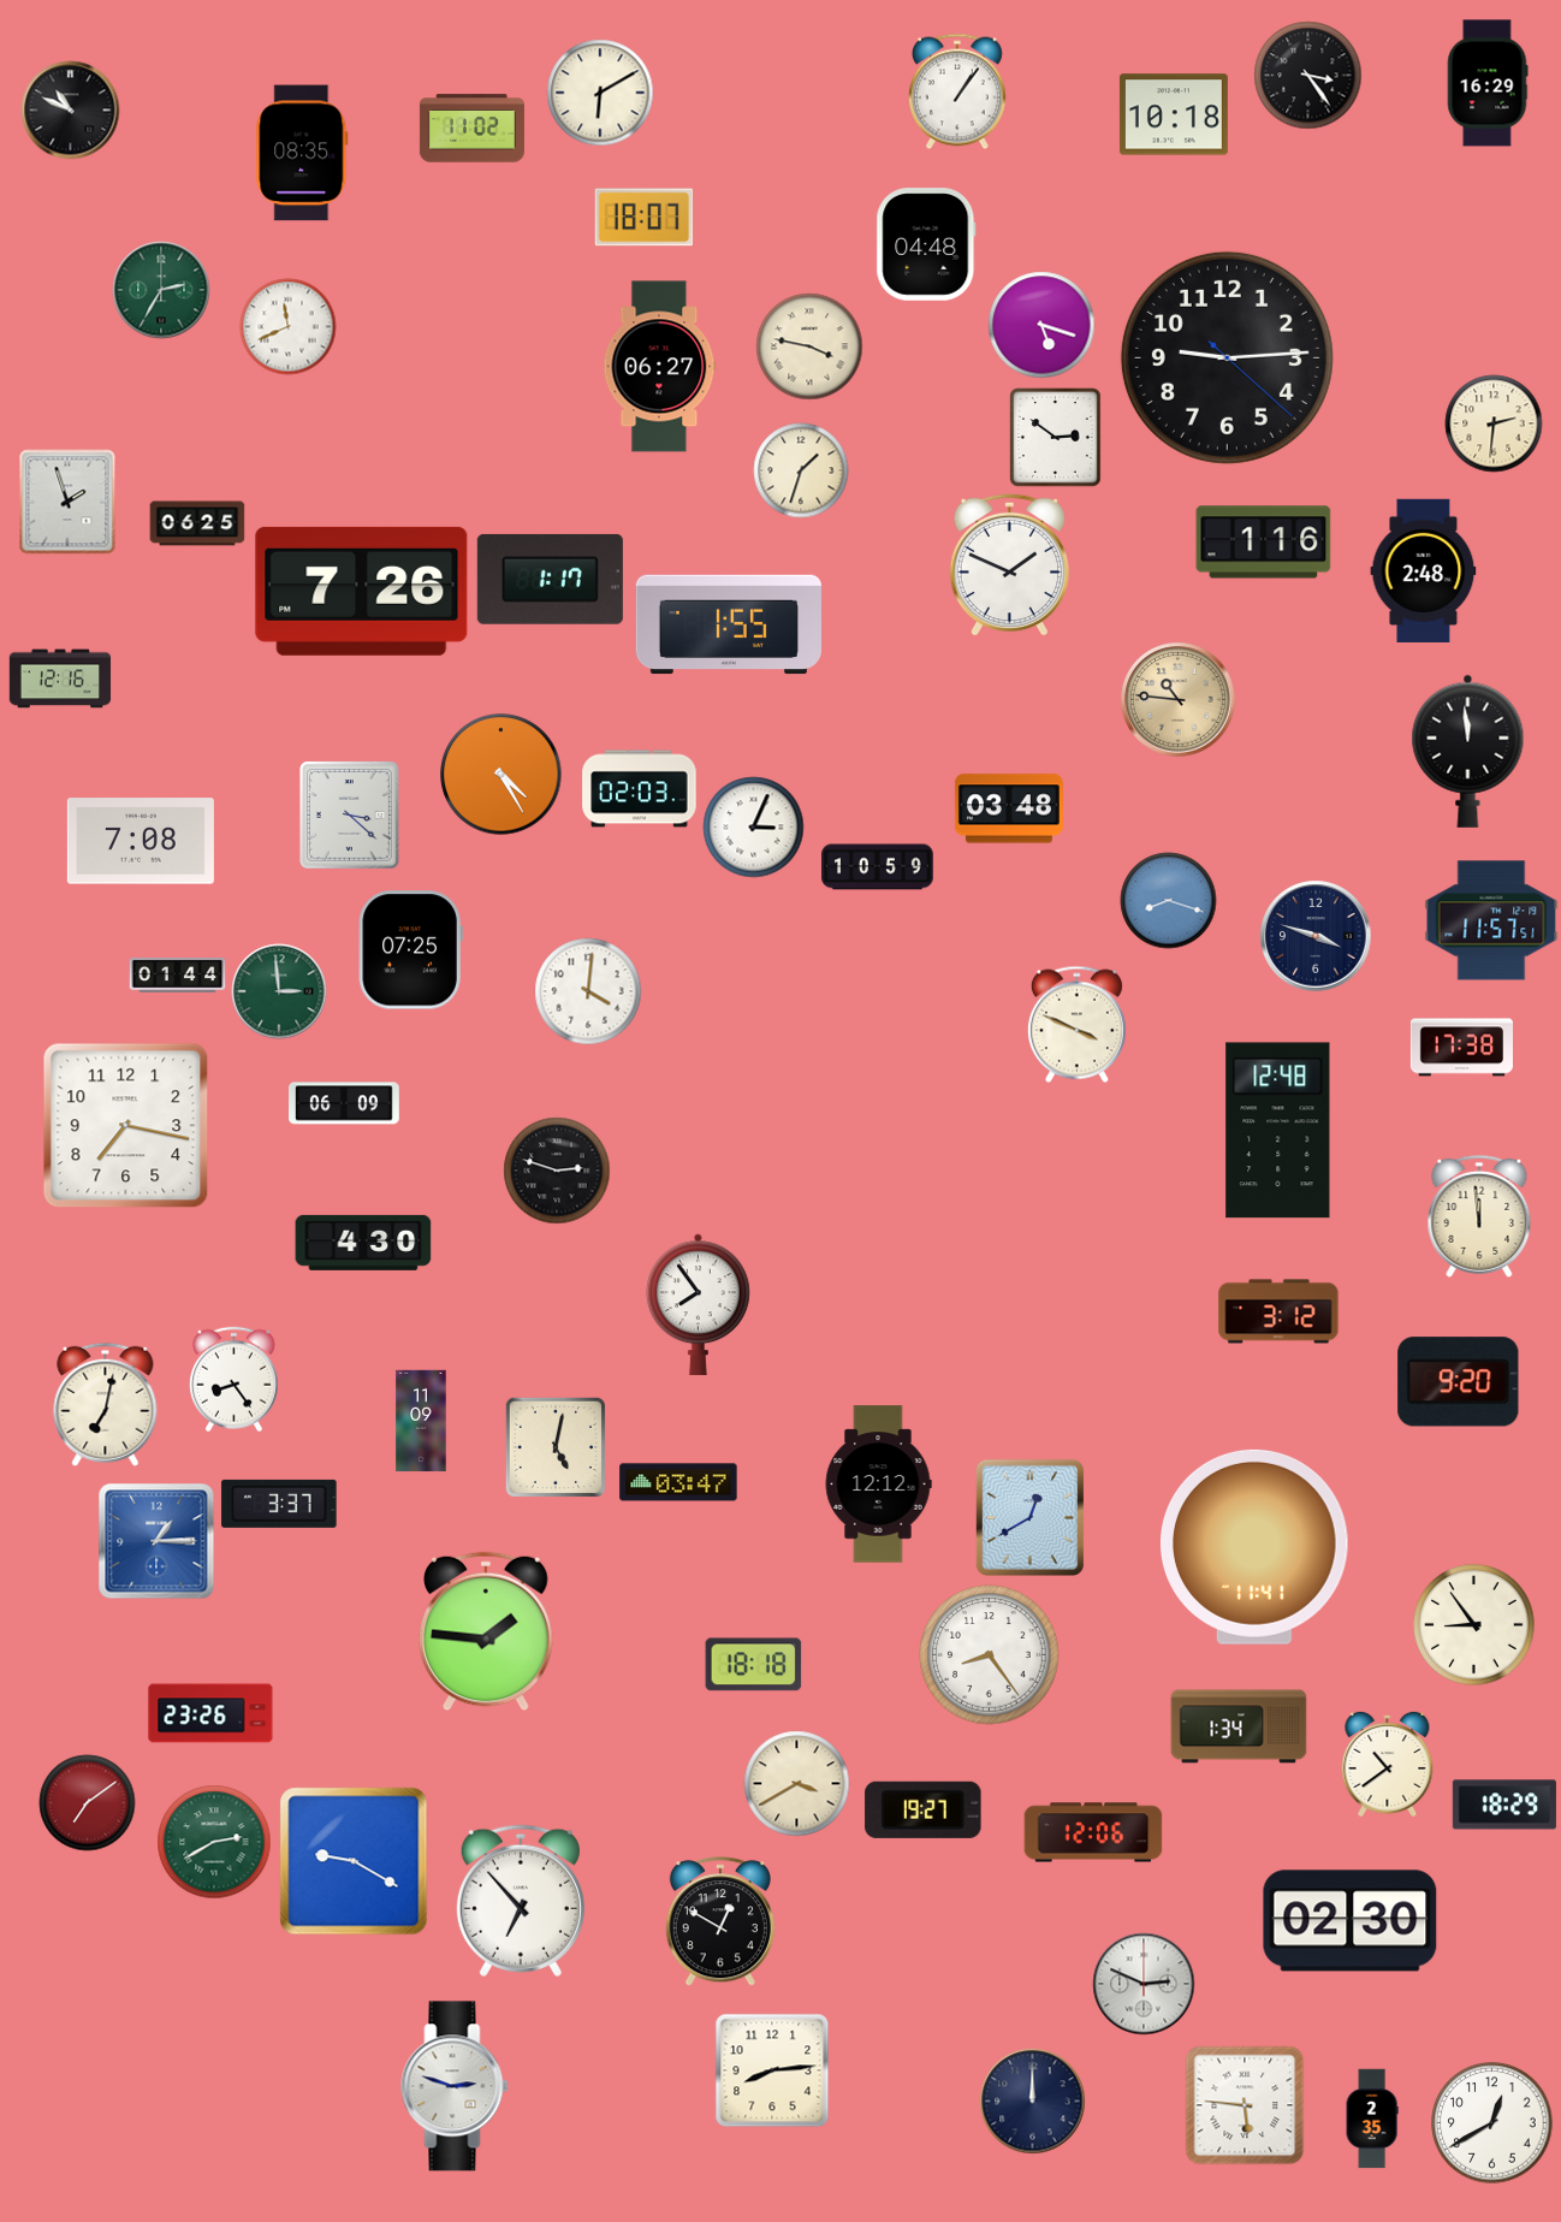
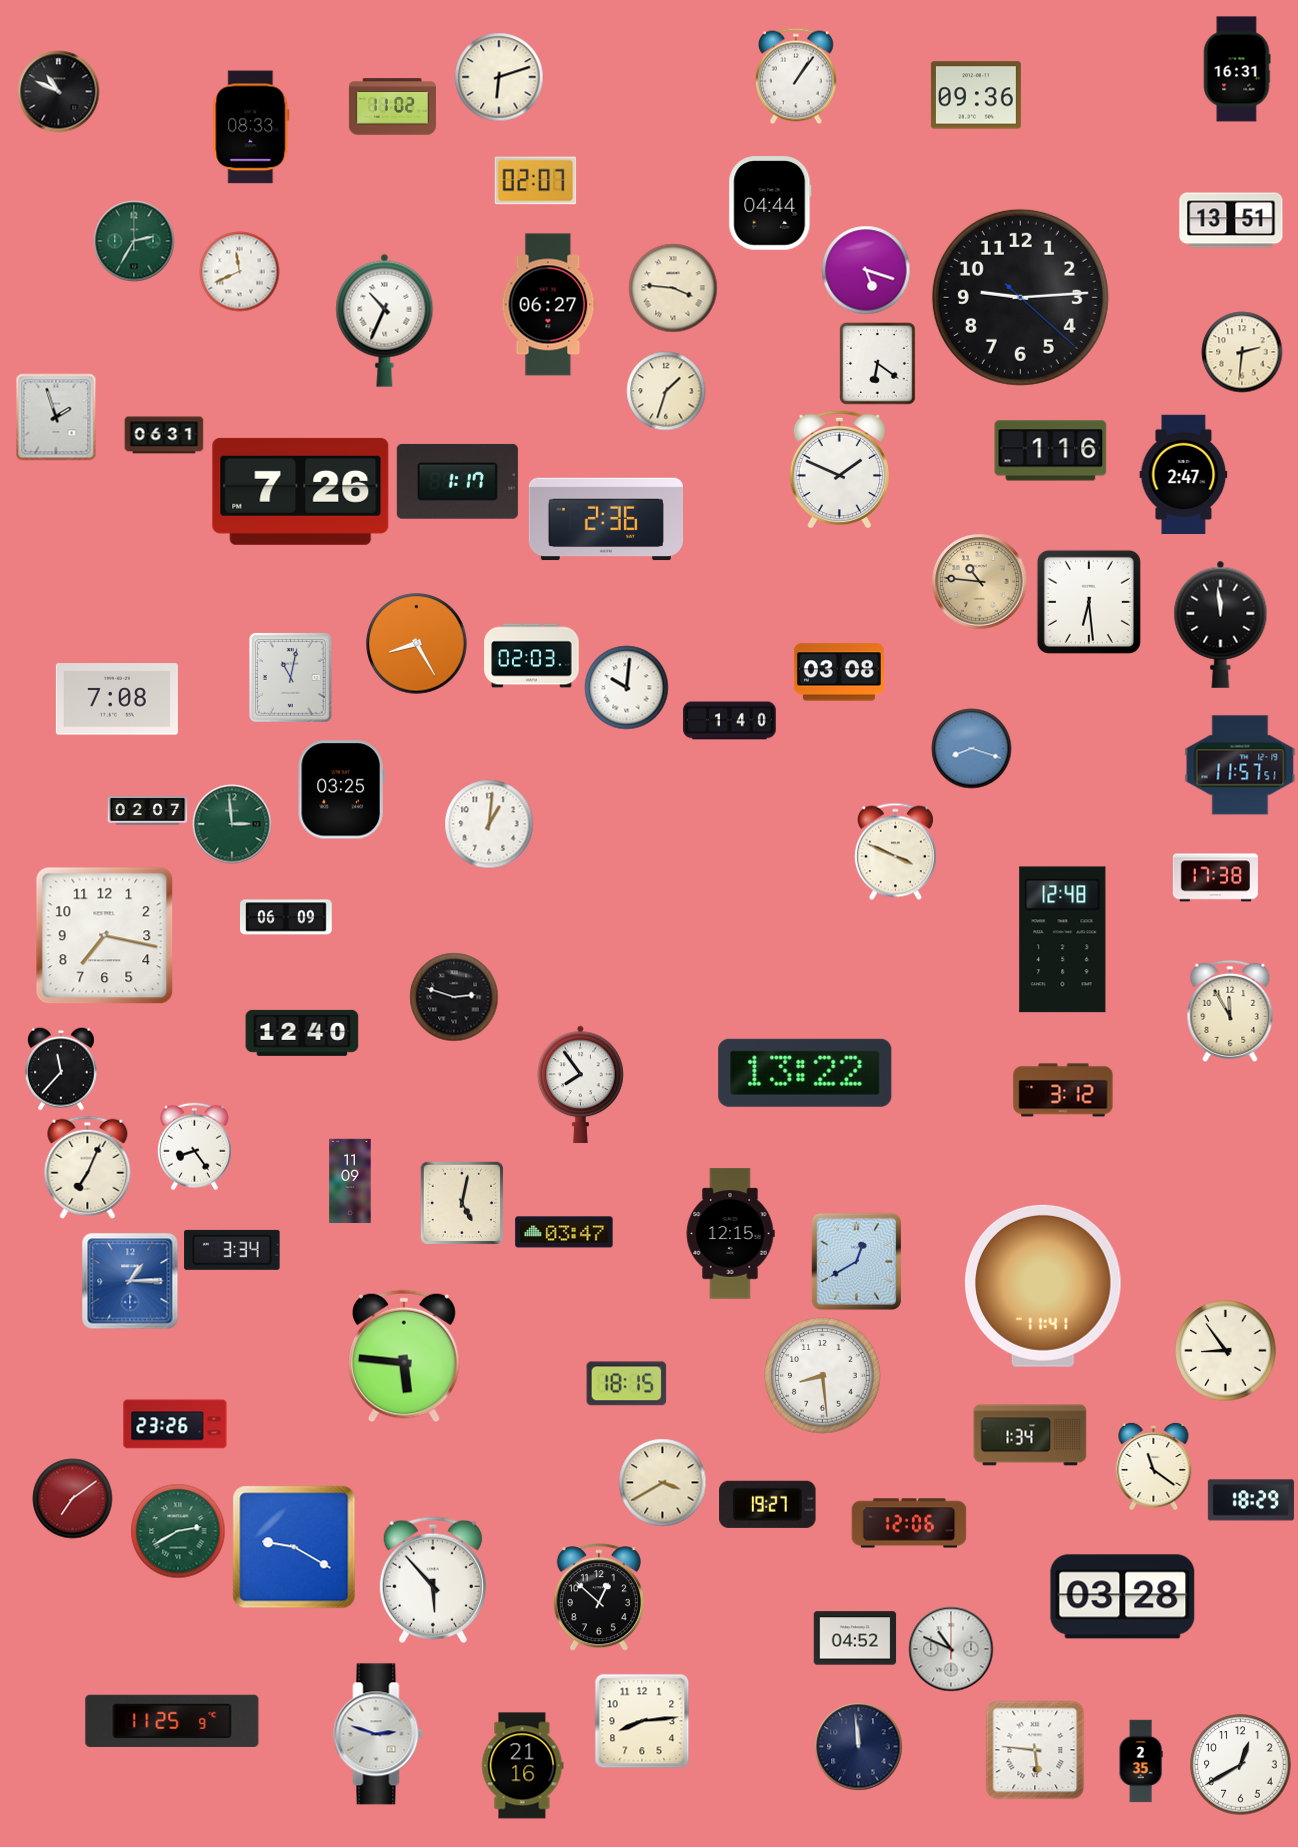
clock at (1308, 76): 3:24 -> none
clock at (1488, 83): 16:29 -> 16:31
clock at (600, 93): 6:10 -> 6:12
clock at (1174, 114): 10:18 -> 09:36
clock at (302, 153): 08:35 -> 08:33
clock at (645, 218): 18:07 -> 02:07
clock at (926, 244): 04:48 -> 04:44
clock at (1231, 220): none -> 13:51
clock at (809, 346): 3:47 -> 3:46
clock at (385, 320): none -> 10:34
clock at (1056, 438): 2:51 -> 6:21
clock at (197, 523): 06:25 -> 06:31
clock at (1424, 570): 2:48 -> 2:47
clock at (728, 624): 1:55 -> 2:36
clock at (60, 679): 12:16 -> none
clock at (1089, 602): none -> 6:29
clock at (501, 775): 4:25 -> 8:25
clock at (1009, 808): 03:48 -> 03:08
clock at (350, 816): 3:22 -> 11:02
clock at (754, 828): 3:04 -> 10:01
clock at (878, 867): 10:59 -> 1:40
clock at (1316, 936): 3:48 -> none
clock at (410, 950): 07:25 -> 03:25
clock at (178, 976): 01:44 -> 02:07
clock at (588, 991): 4:01 -> 1:01
clock at (1461, 1048) position: (1461, 1048) -> (1215, 878)
clock at (557, 1171) position: (557, 1171) -> (454, 997)
clock at (1479, 1216): 11:59 -> 11:55
clock at (363, 1243): 4:30 -> 12:40
clock at (61, 1069): none -> 11:37
clock at (805, 1073): none -> 13:22
clock at (1459, 1382): 9:20 -> none
clock at (106, 1404): 7:02 -> 7:04
clock at (878, 1485): 12:12 -> 12:15
clock at (279, 1504): 3:37 -> 3:34
clock at (487, 1631): 1:46 -> 5:46
clock at (990, 1655): 8:24 -> 8:29
clock at (754, 1665): 18:18 -> 18:15
clock at (1388, 1764): 10:39 -> 11:21
clock at (521, 1901): 6:53 -> 5:53
clock at (1351, 1921): 02:30 -> 03:28
clock at (720, 1922): 12:50 -> 12:52
clock at (855, 1638): none -> 04:52
clock at (1144, 1984): 2:49 -> 10:49
clock at (172, 1721): none -> 11:25
clock at (1033, 2102): 12:00 -> 11:59
clock at (523, 1766): none -> 21:16
